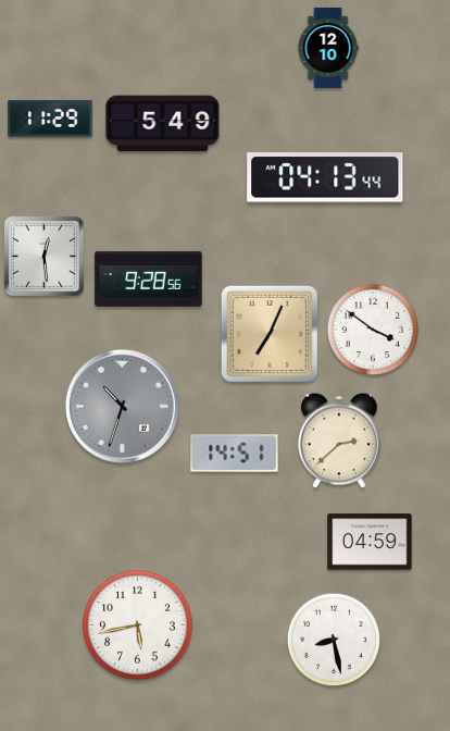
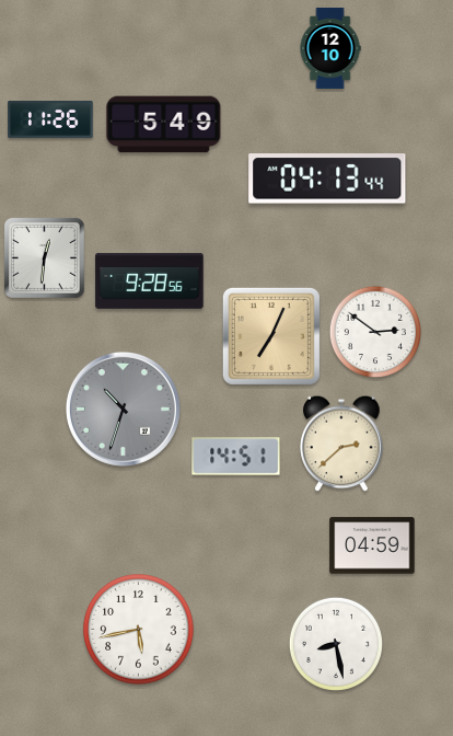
clock at (50, 119): 11:29 -> 11:26
clock at (43, 256): 12:29 -> 12:31
clock at (373, 330): 3:51 -> 2:51
